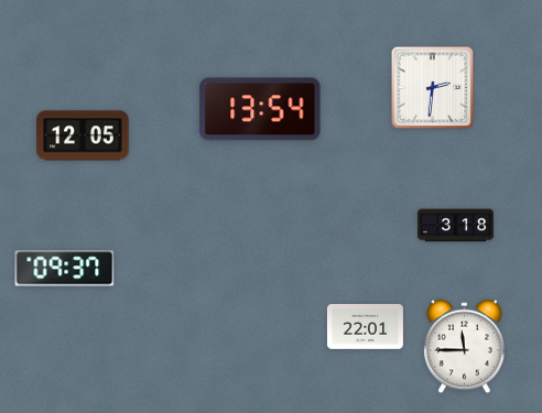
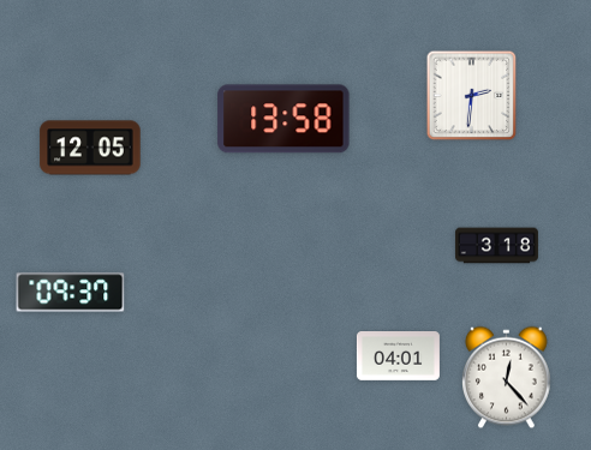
clock at (260, 109): 13:54 -> 13:58
clock at (365, 327): 22:01 -> 04:01
clock at (465, 347): 11:45 -> 12:23
